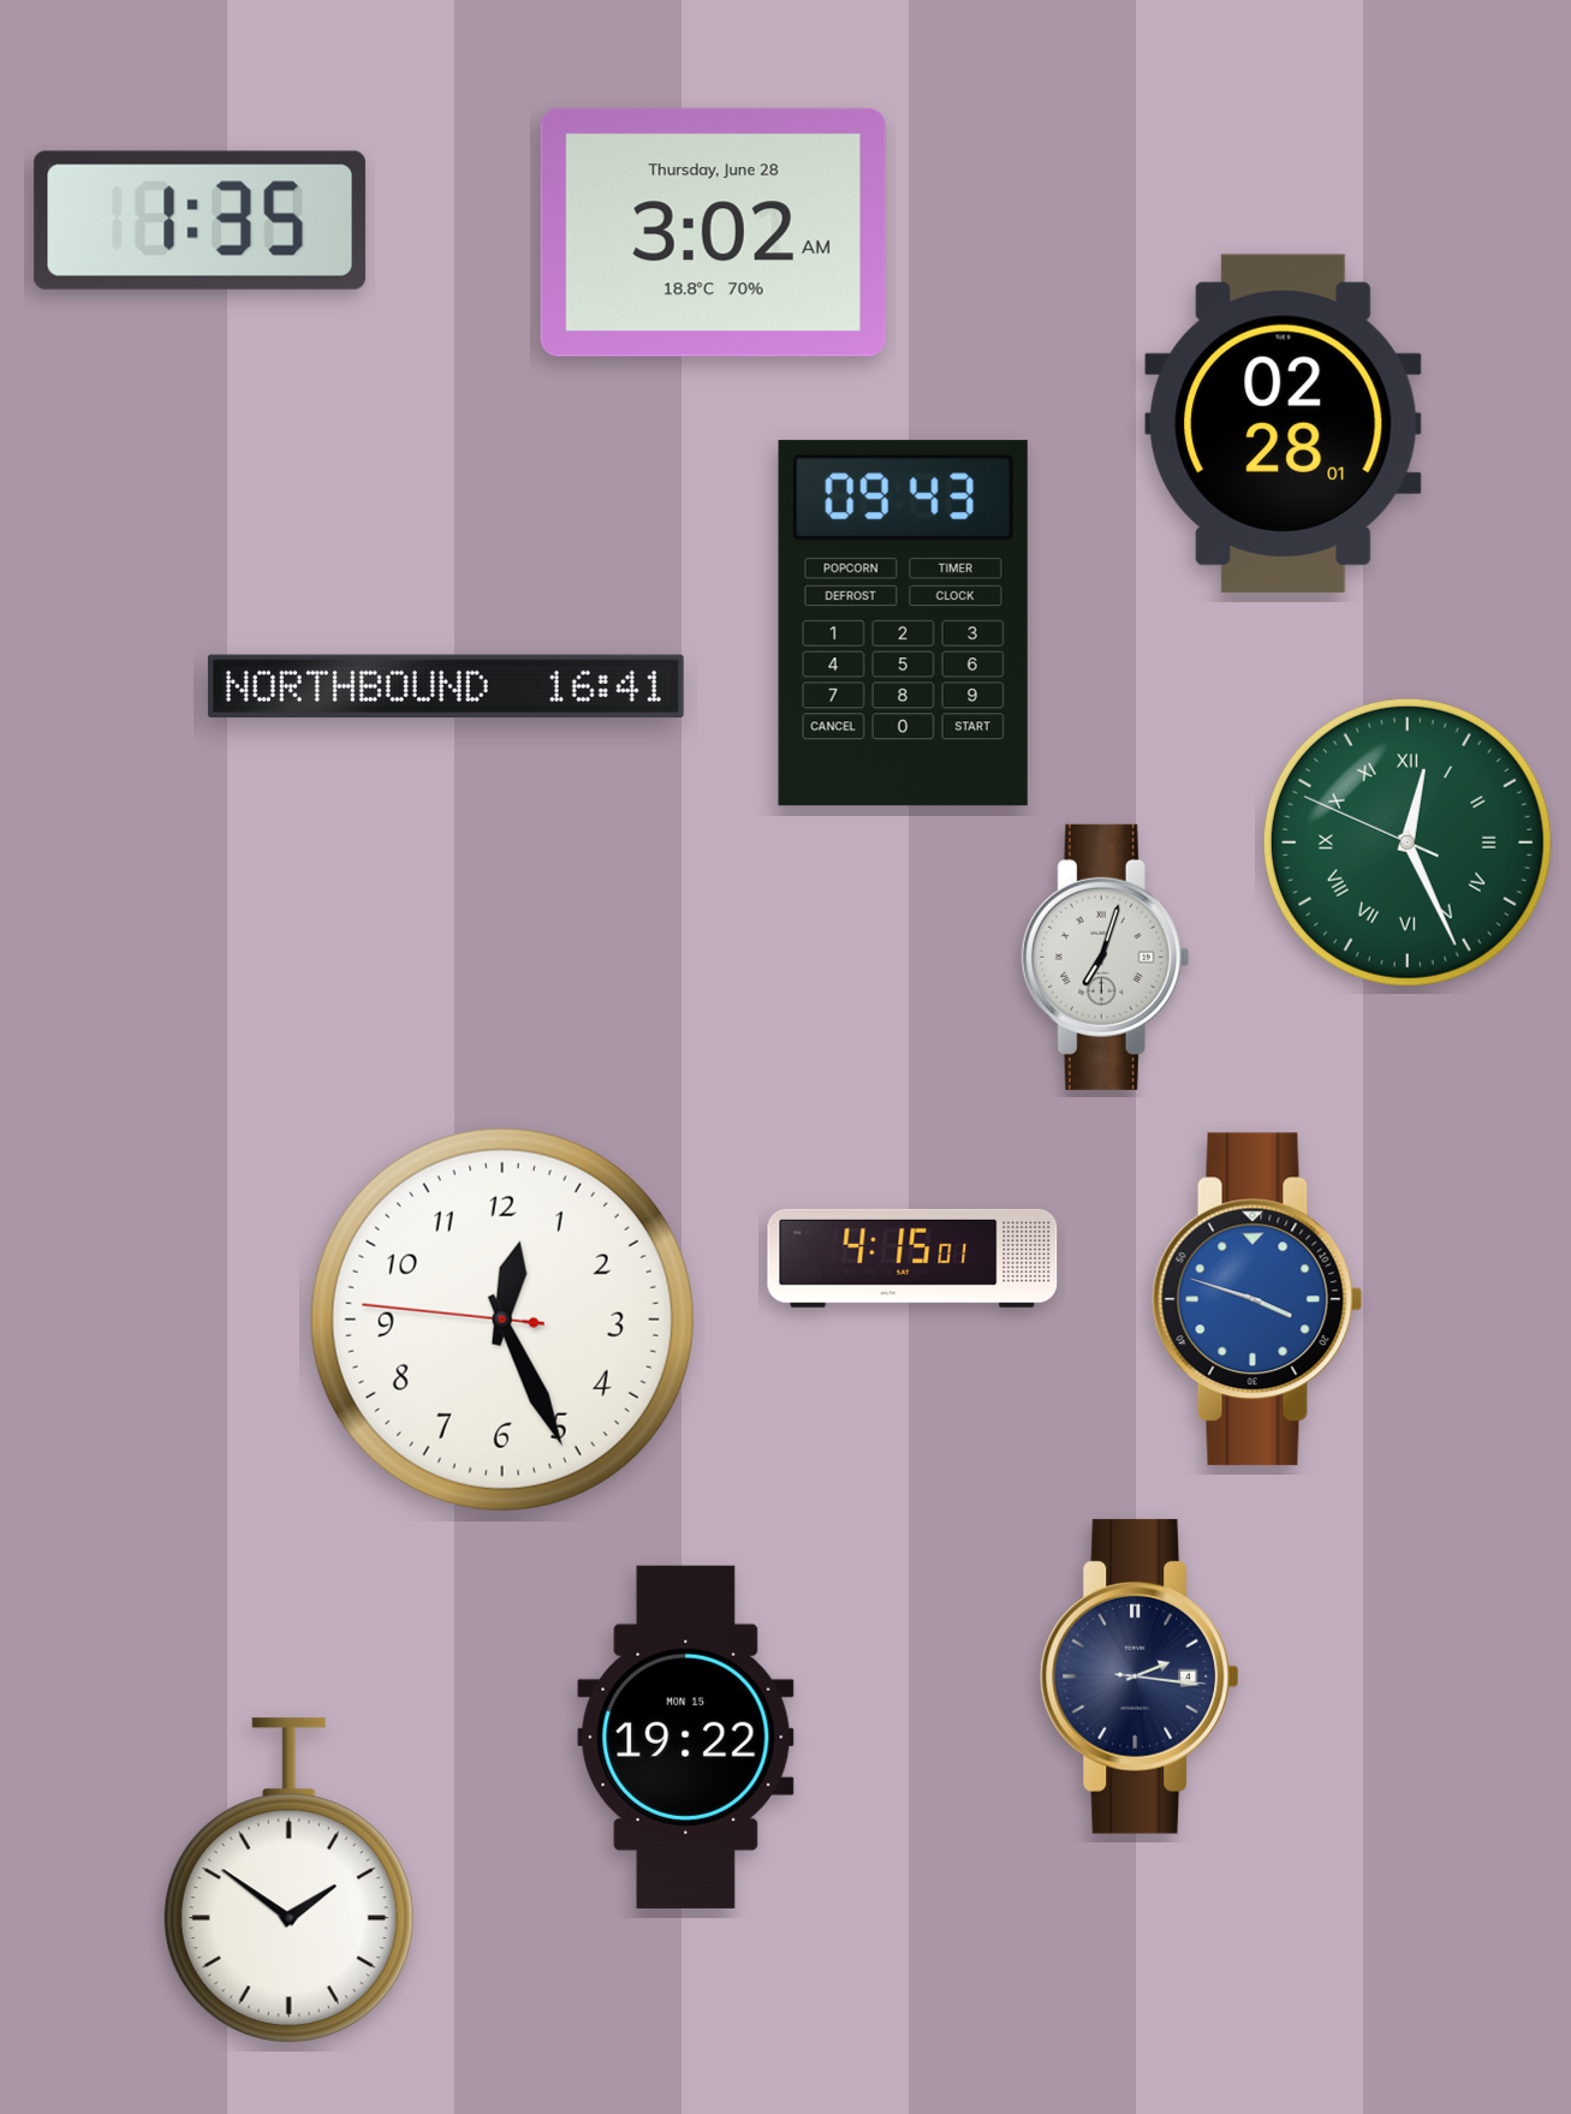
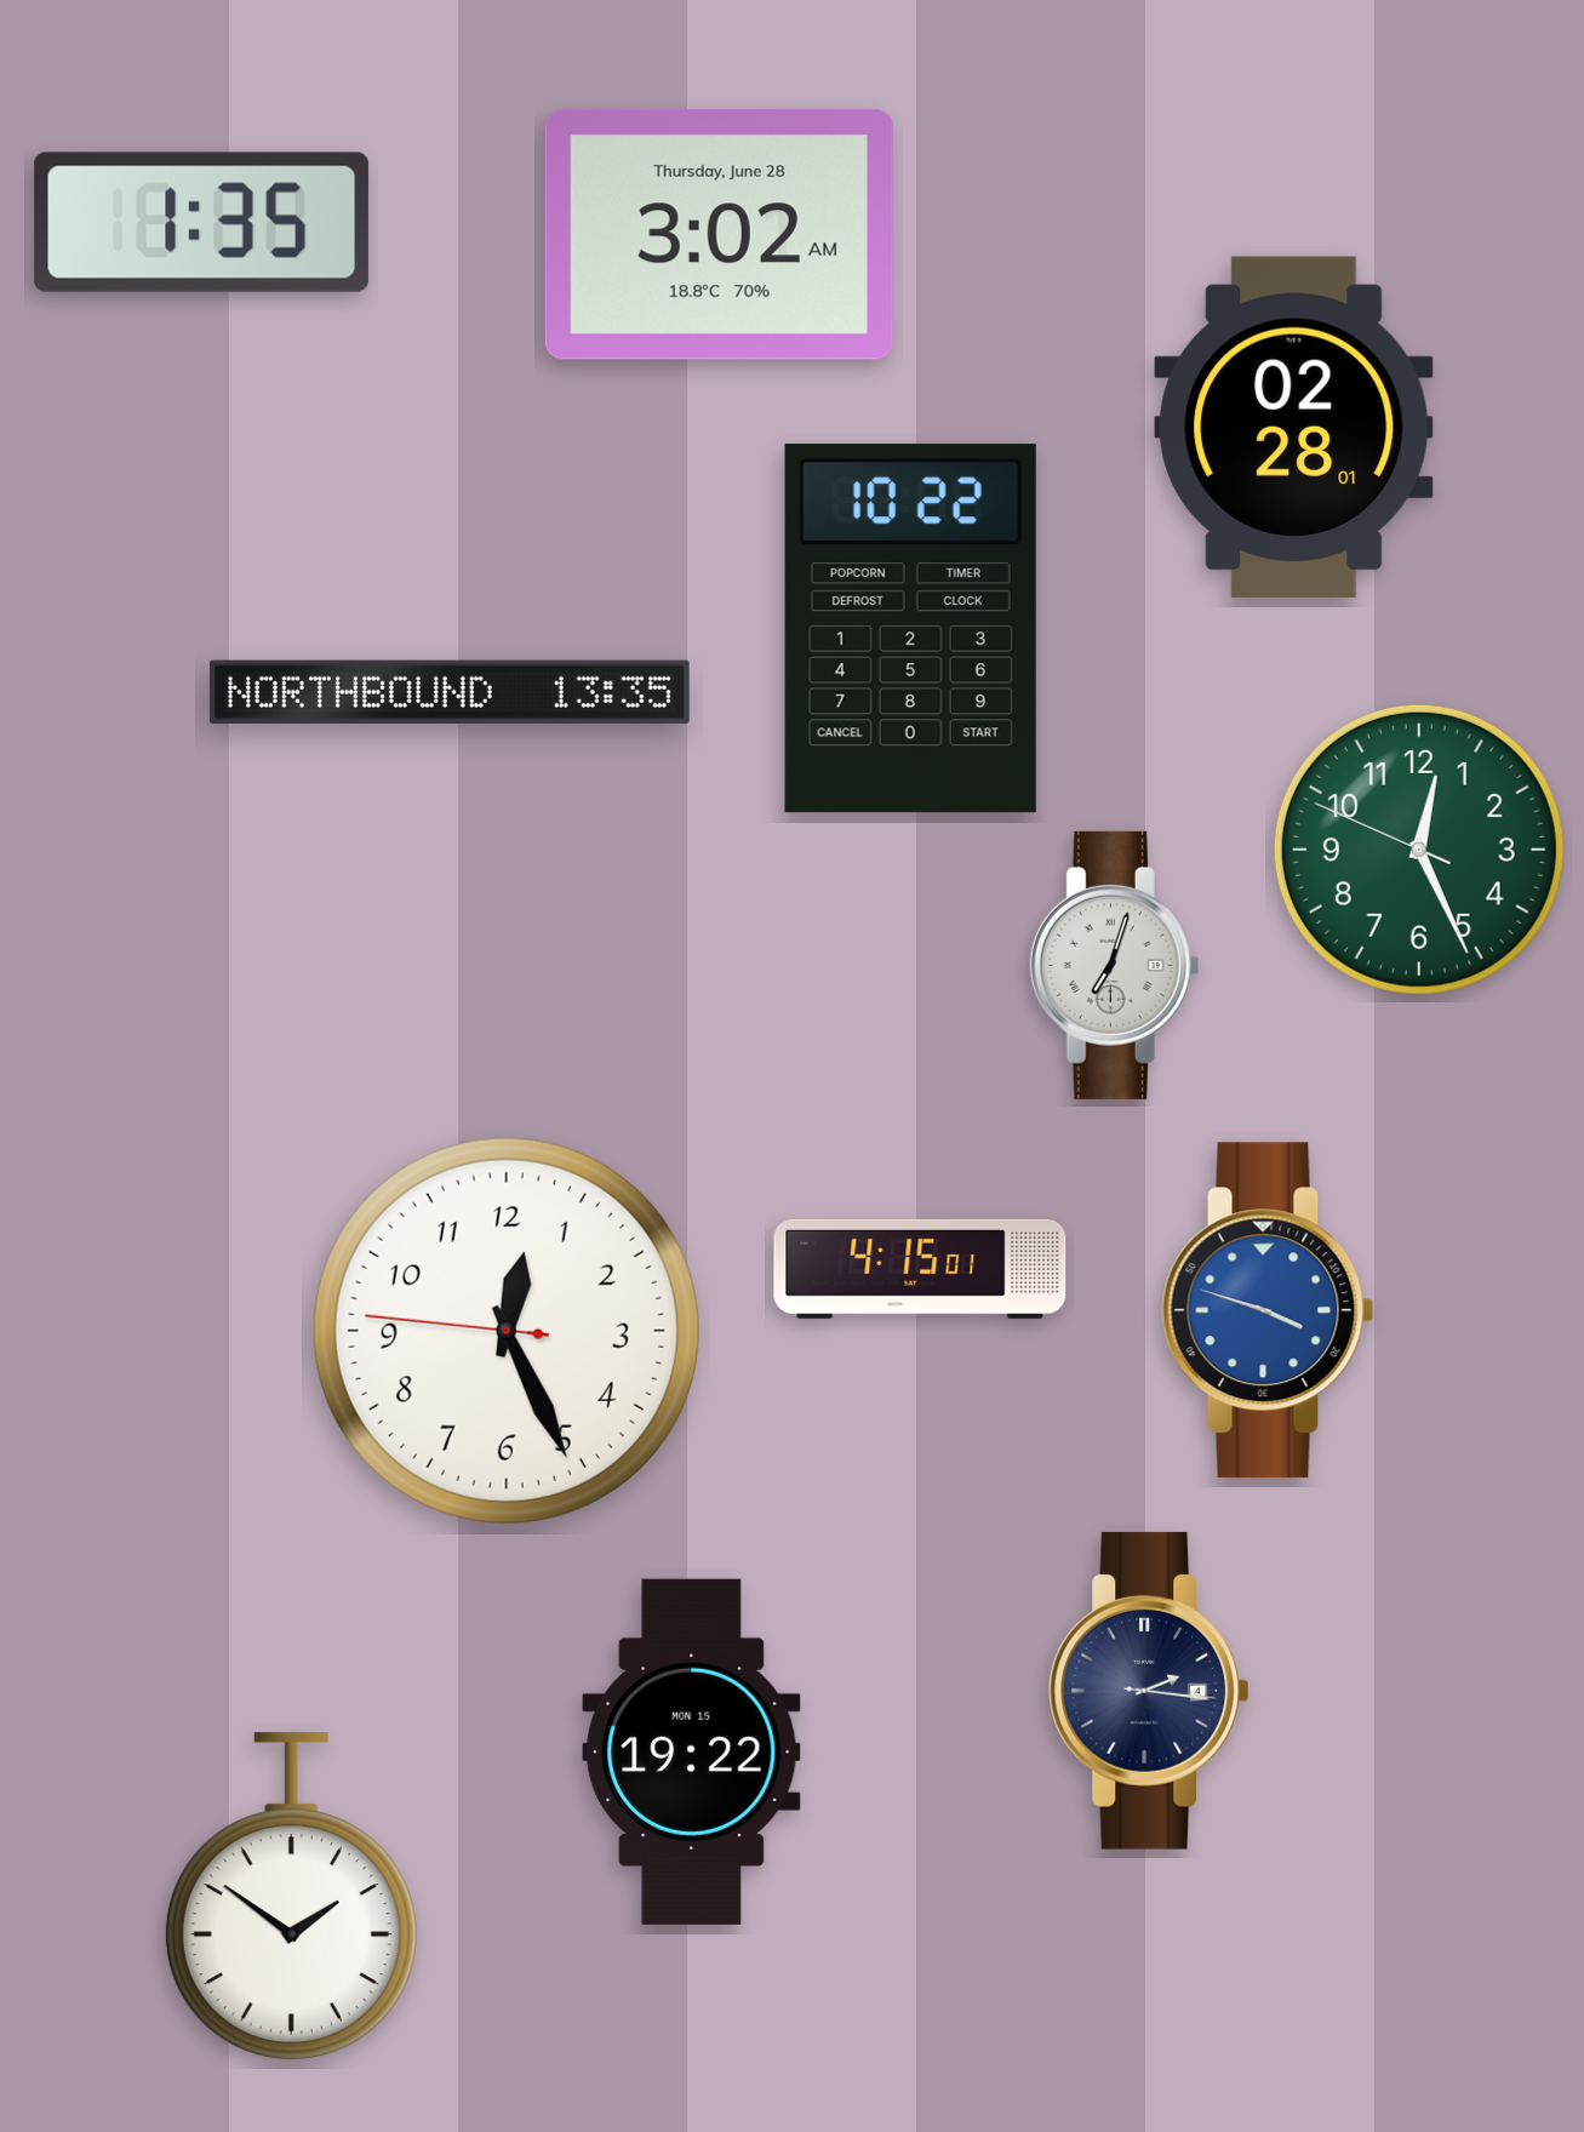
clock at (903, 624): 09:43 -> 10:22
clock at (446, 686): 16:41 -> 13:35
clock at (1408, 842) numerals: Roman -> Arabic
